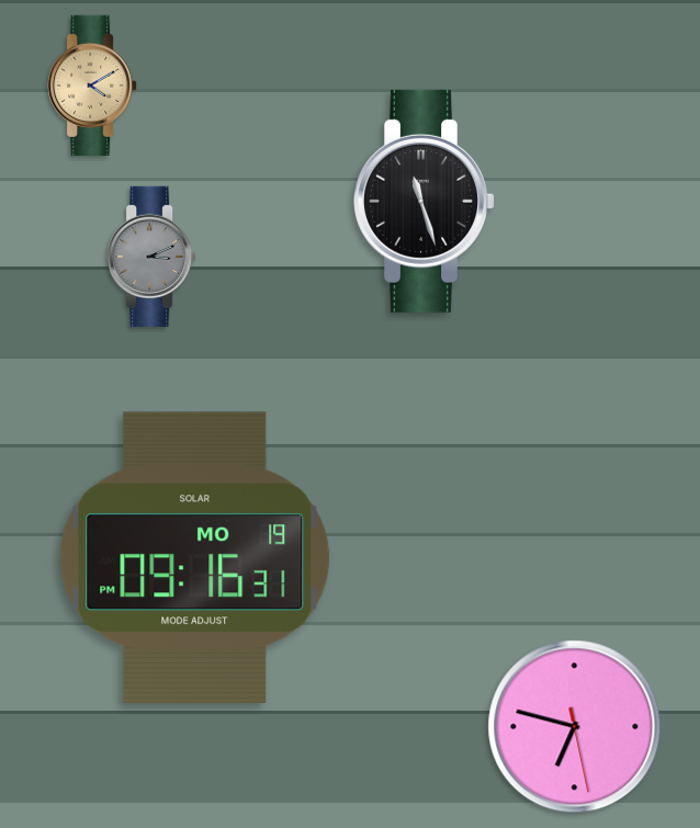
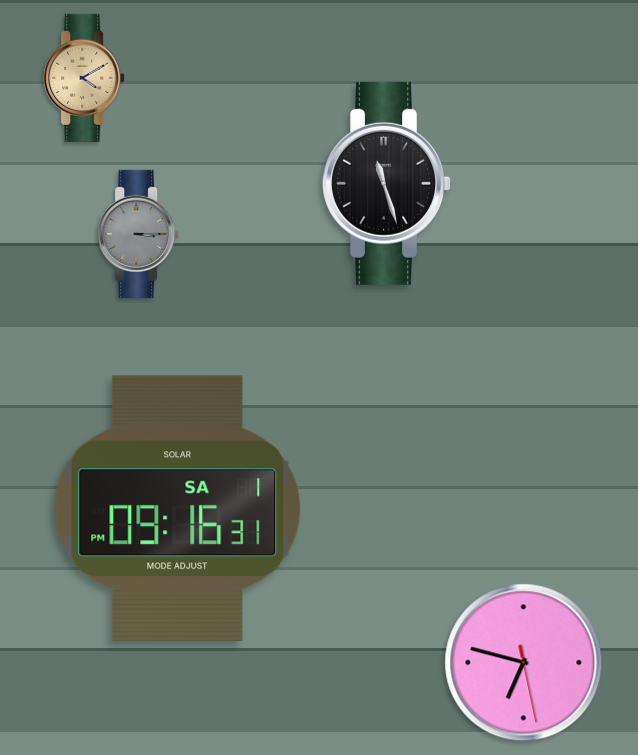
clock at (151, 257): 3:11 -> 3:15
clock at (195, 557) date: MO 19 -> SA 1
